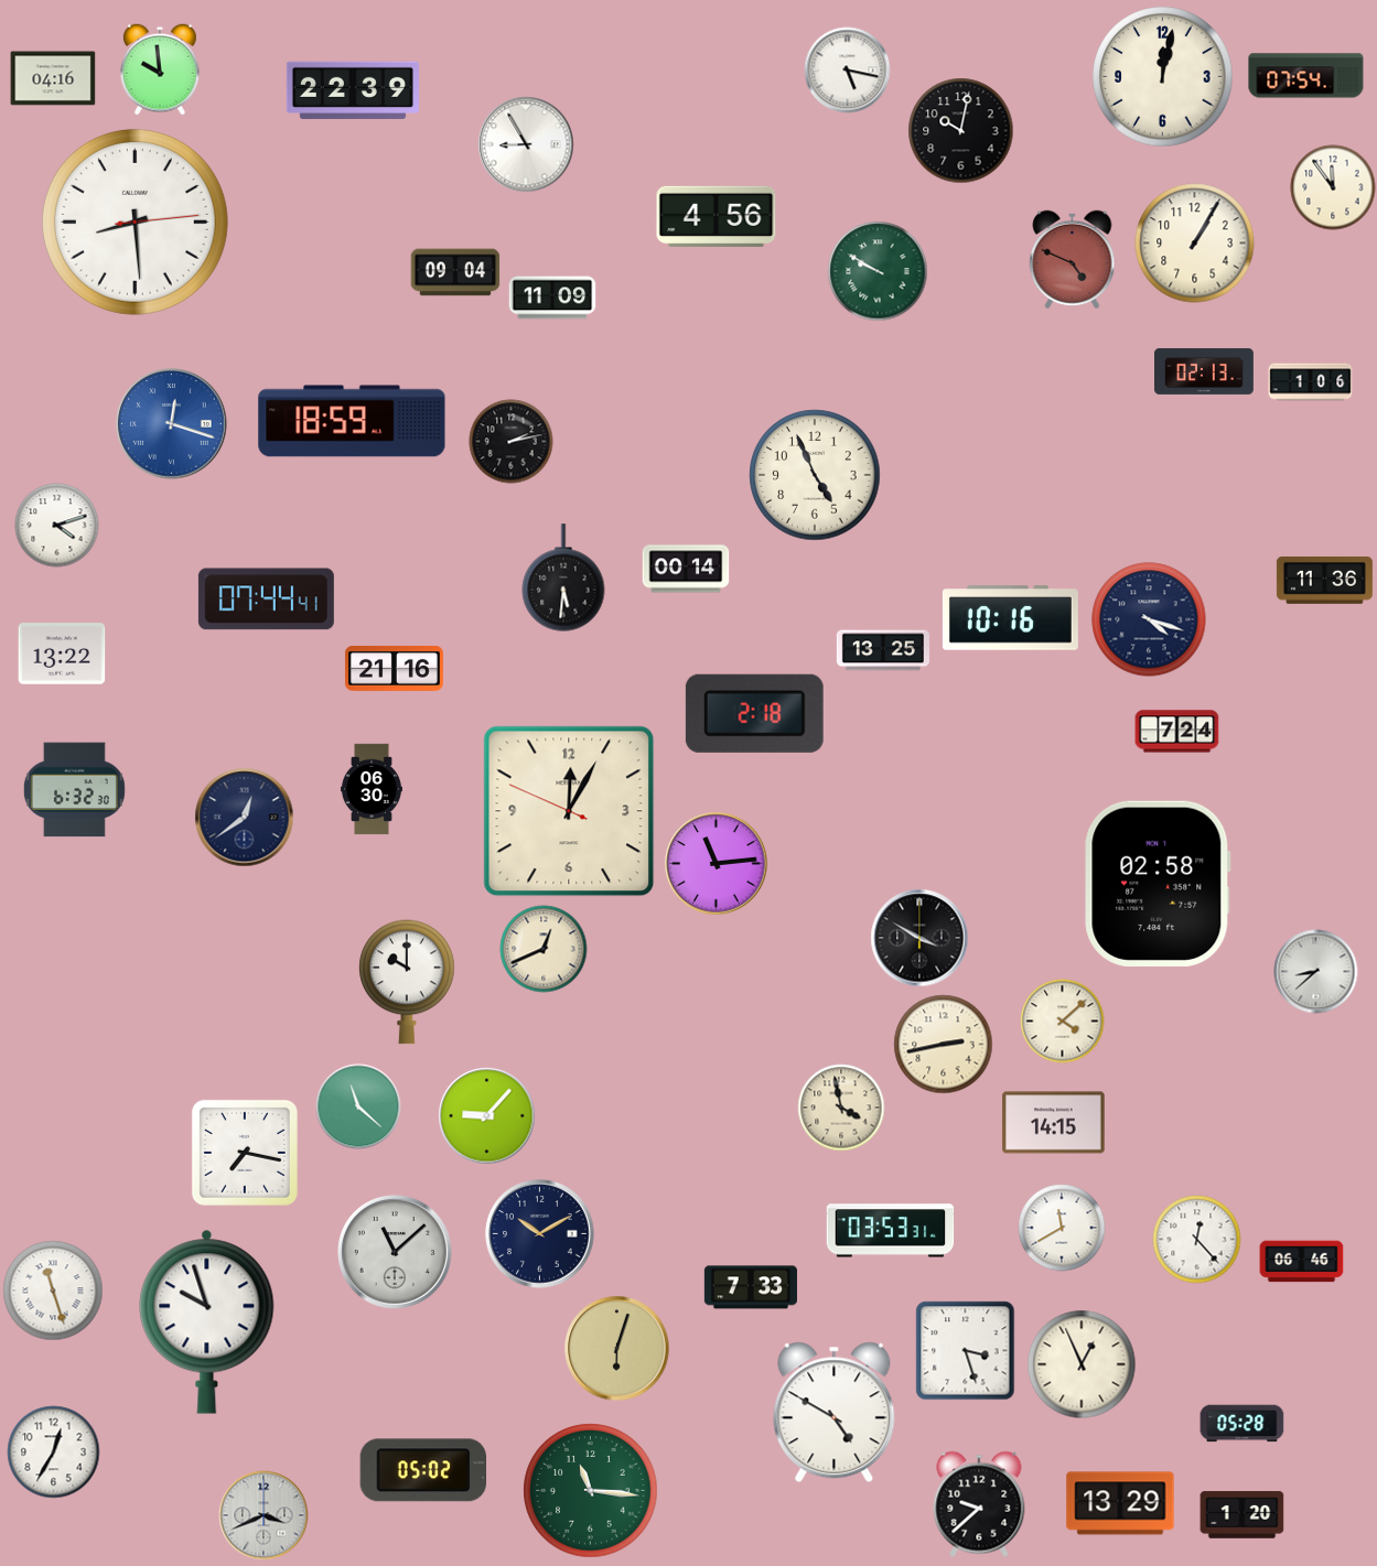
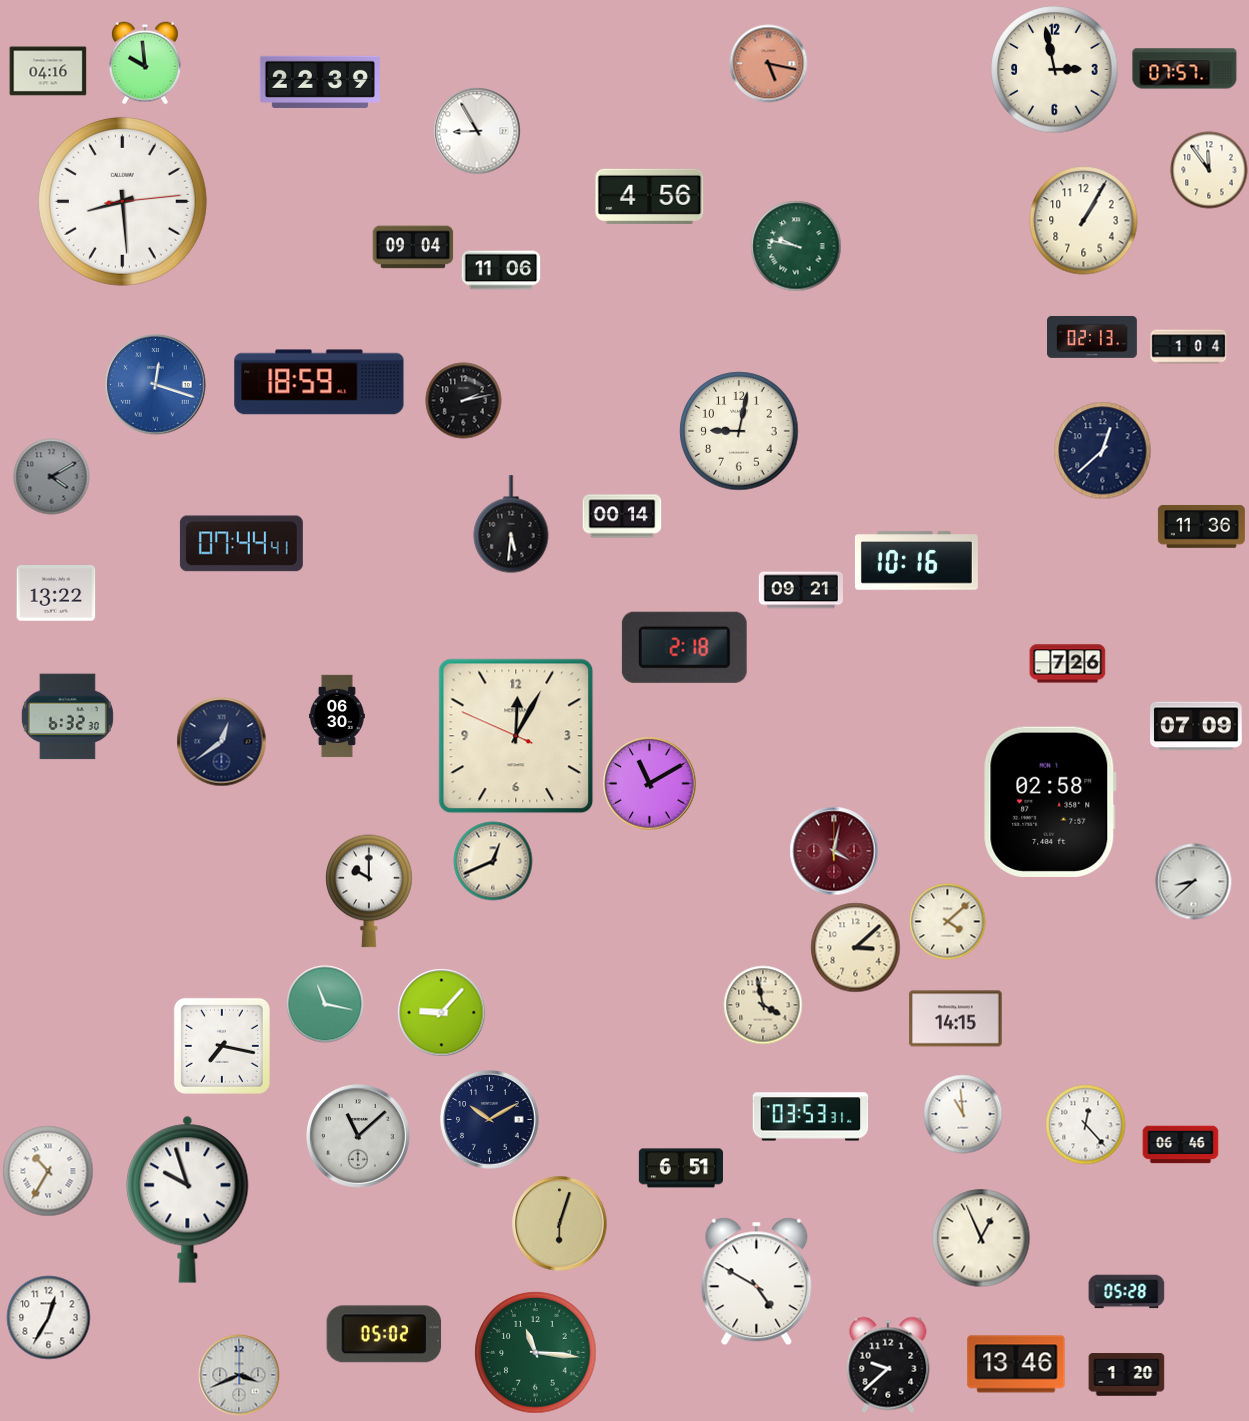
clock at (848, 71) dial: white -> salmon
clock at (1306, 76): 07:54 -> 07:57
clock at (1163, 77): 12:02 -> 2:58
clock at (961, 131): 10:02 -> none
clock at (1073, 260): 4:49 -> none
clock at (878, 271): 9:50 -> 9:47
clock at (552, 298): 11:09 -> 11:06
clock at (1311, 382): 1:06 -> 1:04
clock at (815, 475): 4:56 -> 9:02
clock at (1103, 451): none -> 12:38
clock at (57, 526): 4:12 -> 4:10
clock at (57, 526) dial: white -> grey
clock at (1149, 619): 4:18 -> none
clock at (883, 650): 13:25 -> 09:21
clock at (394, 668): 21:16 -> none
clock at (1177, 732): 7:24 -> 7:26
clock at (1196, 726): none -> 07:09
clock at (717, 864): 11:14 -> 11:10
clock at (919, 938): 3:50 -> 4:02
clock at (919, 938) dial: black -> burgundy
clock at (1063, 1022) position: (1063, 1022) -> (948, 922)
clock at (944, 1045): 2:43 -> 3:08
clock at (358, 1106): 11:22 -> 11:17
clock at (1062, 1228): 11:40 -> 10:59
clock at (891, 1231) position: (891, 1231) -> (811, 1117)
clock at (751, 1287): 7:33 -> 6:51
clock at (53, 1290): 11:27 -> 10:35
clock at (966, 1351): 3:27 -> none
clock at (1120, 1503): 13:29 -> 13:46
